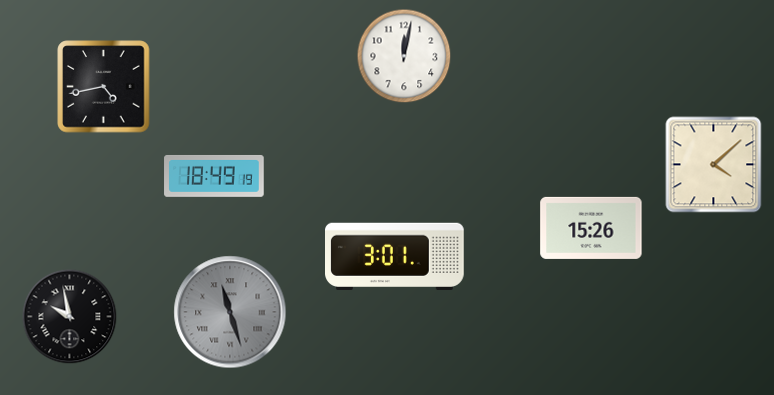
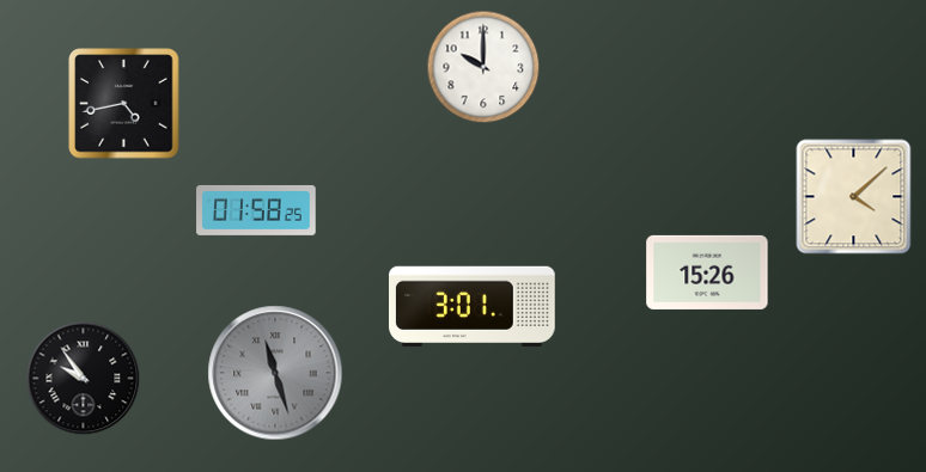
clock at (404, 56): 12:02 -> 10:00
clock at (214, 176): 18:49 -> 01:58
clock at (70, 317): 9:58 -> 9:54
